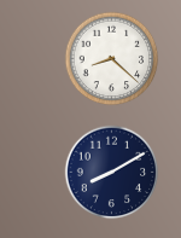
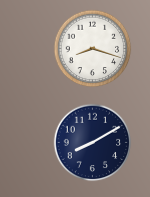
clock at (111, 58): 8:22 -> 8:18
